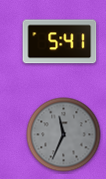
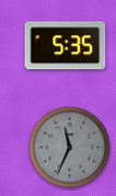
clock at (60, 42): 5:41 -> 5:35
